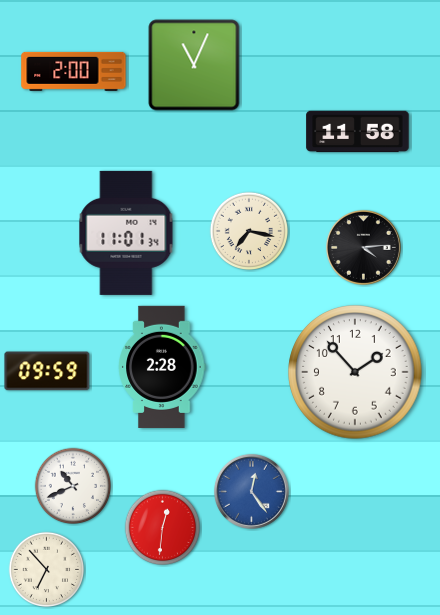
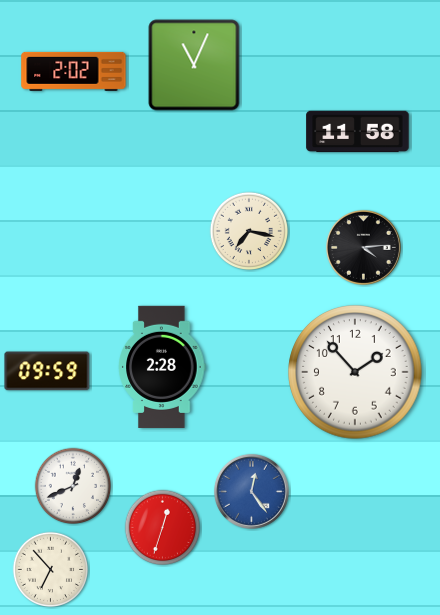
clock at (74, 71): 2:00 -> 2:02
clock at (126, 233): 11:01 -> none
clock at (73, 486): 10:41 -> 12:41
clock at (163, 528): 12:31 -> 12:33
clock at (47, 570) position: (47, 570) -> (51, 570)
